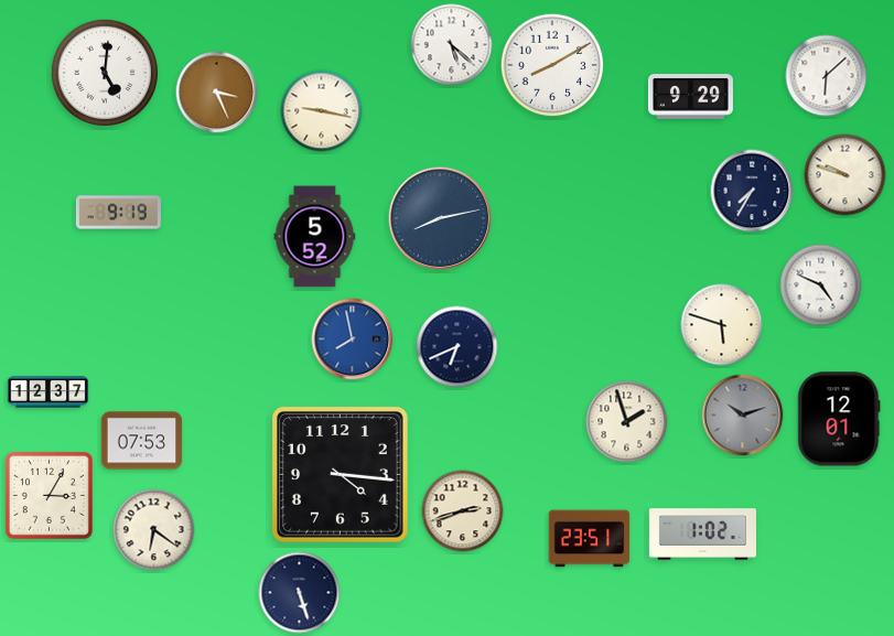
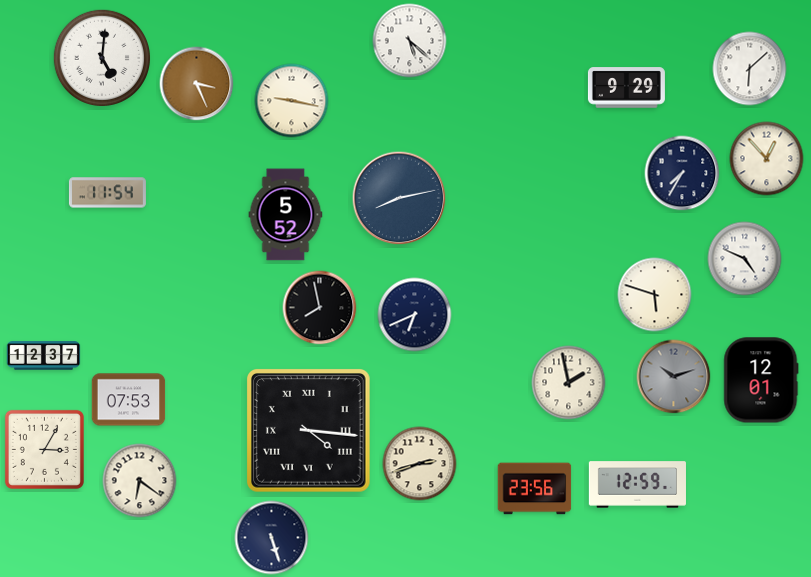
clock at (552, 65): 8:10 -> none
clock at (104, 72) position: (104, 72) -> (101, 57)
clock at (845, 175): 9:48 -> 12:53
clock at (118, 213): 9:19 -> 11:54
clock at (353, 339) dial: blue -> black
clock at (627, 422): 1:57 -> 1:58
clock at (341, 475) numerals: Arabic -> Roman
clock at (702, 535): 1:02 -> 12:59
clock at (590, 539): 23:51 -> 23:56
